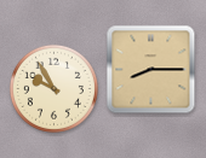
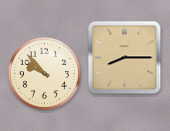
clock at (53, 88): 9:55 -> 9:53
